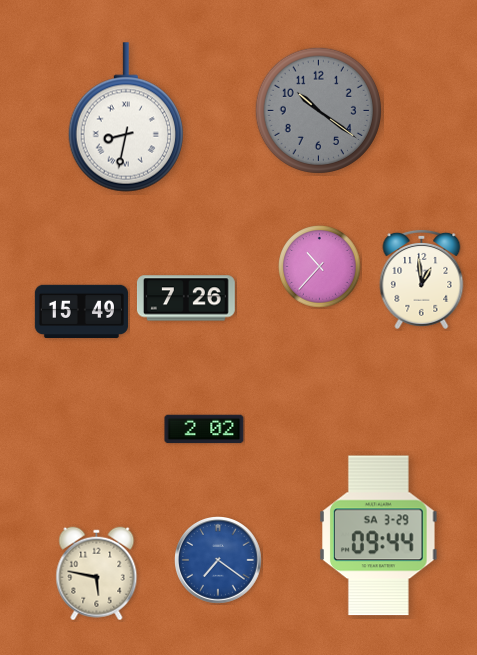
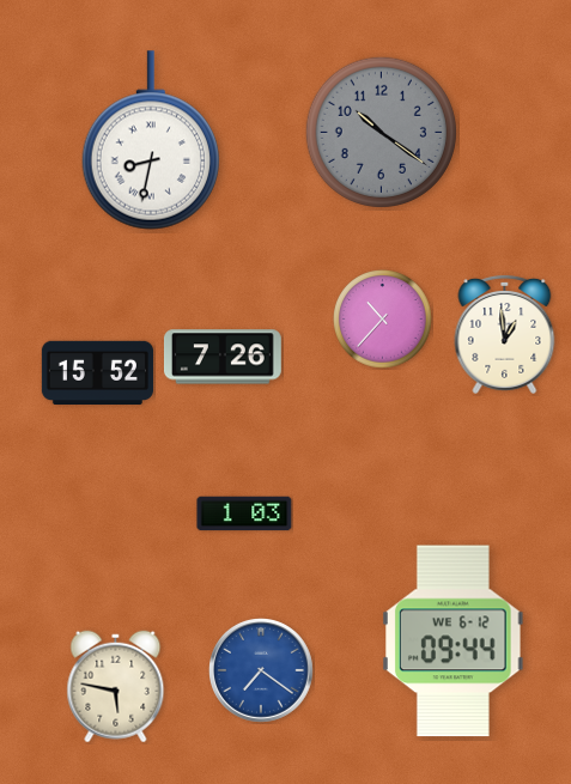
clock at (81, 312): 15:49 -> 15:52
clock at (204, 429): 2:02 -> 1:03
clock at (379, 536) date: SA 3-29 -> WE 6-12
